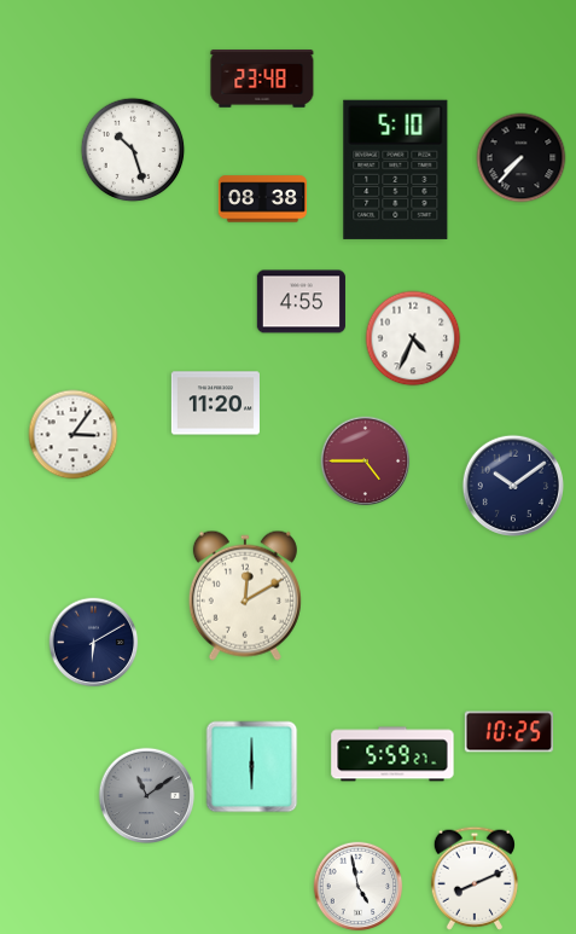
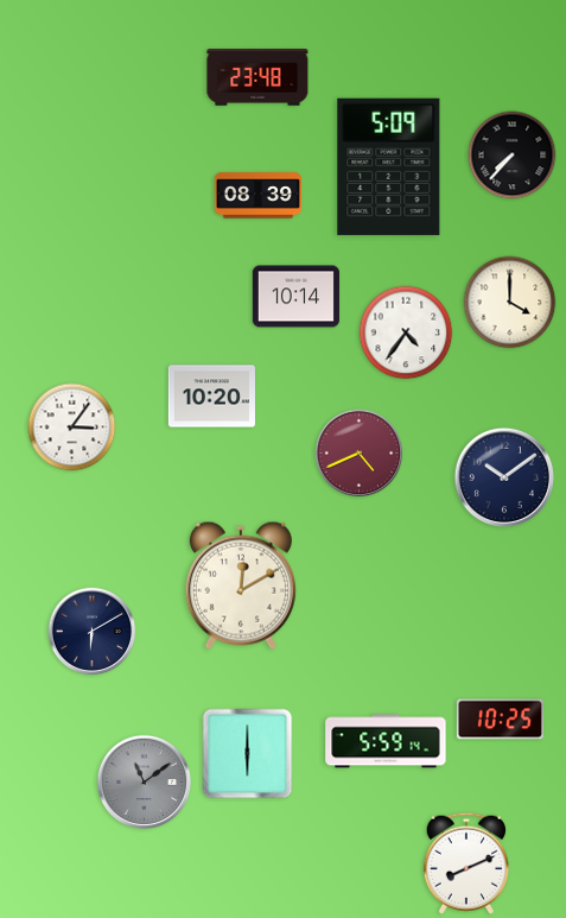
clock at (133, 150): 10:27 -> none
clock at (396, 169): 5:10 -> 5:09
clock at (262, 199): 08:38 -> 08:39
clock at (301, 302): 4:55 -> 10:14
clock at (510, 303): none -> 4:00
clock at (413, 338): 4:34 -> 4:36
clock at (215, 404): 11:20 -> 10:20
clock at (366, 462): 4:45 -> 4:41
clock at (392, 754): 5:59:27 -> 5:59:14
clock at (359, 887): 4:58 -> none
